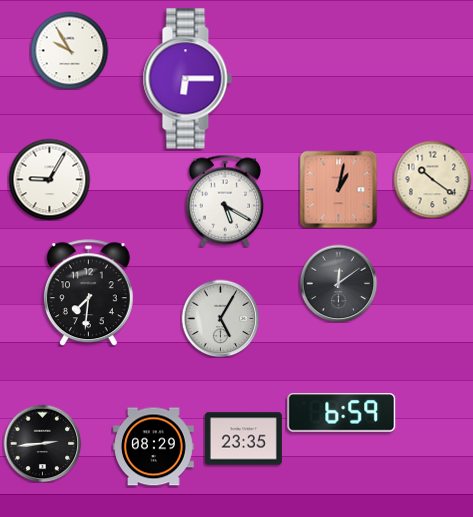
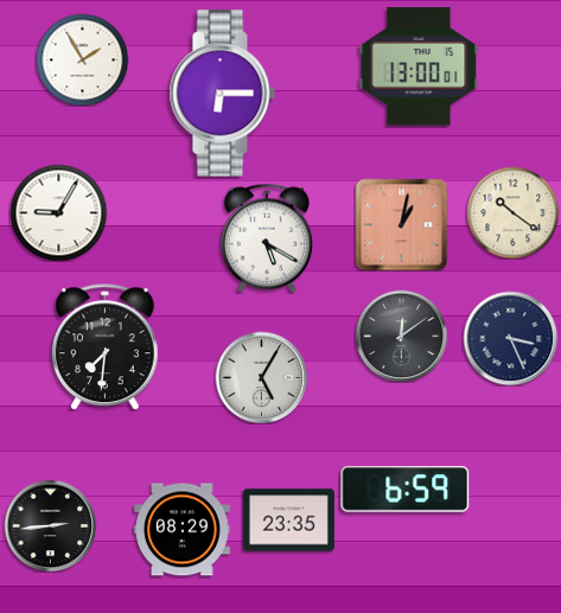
clock at (69, 50): 9:55 -> 1:55
clock at (419, 66): none -> 13:00
clock at (510, 338): none -> 3:26
